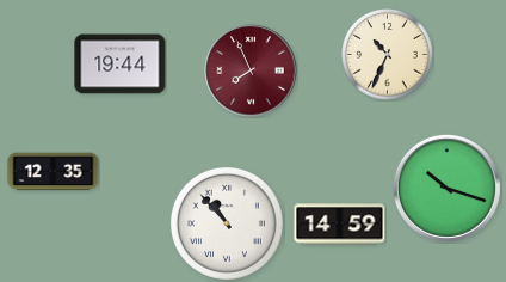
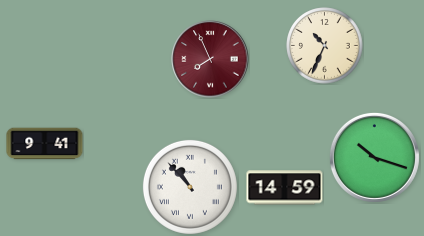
clock at (121, 65): 19:44 -> none
clock at (54, 172): 12:35 -> 9:41
